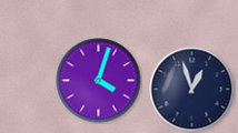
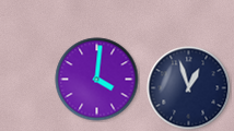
clock at (99, 81): 4:03 -> 4:01
